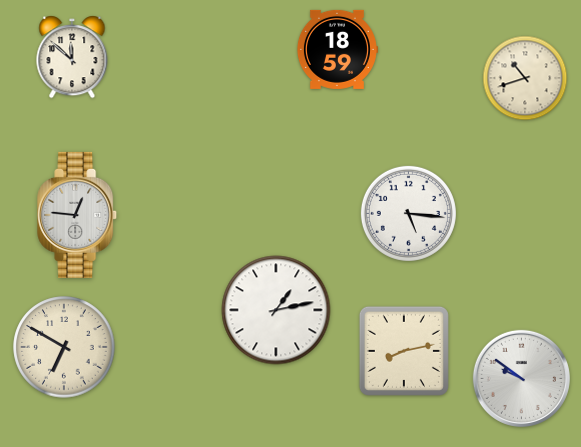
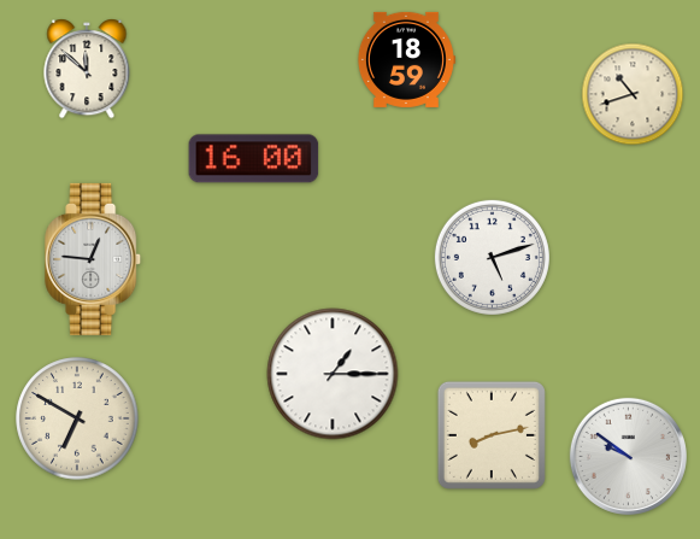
clock at (254, 159): none -> 16:00
clock at (408, 213): 5:16 -> 5:12
clock at (276, 310): 1:13 -> 1:15
clock at (404, 351) position: (404, 351) -> (492, 435)
